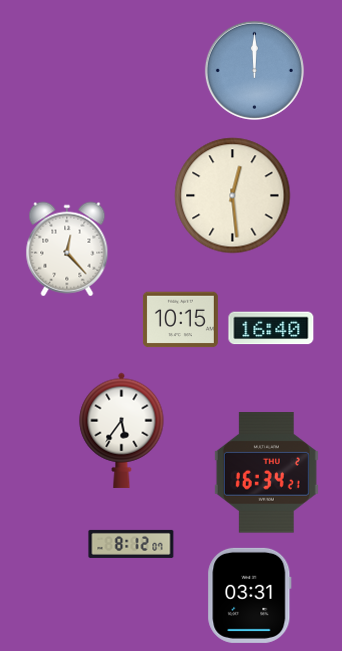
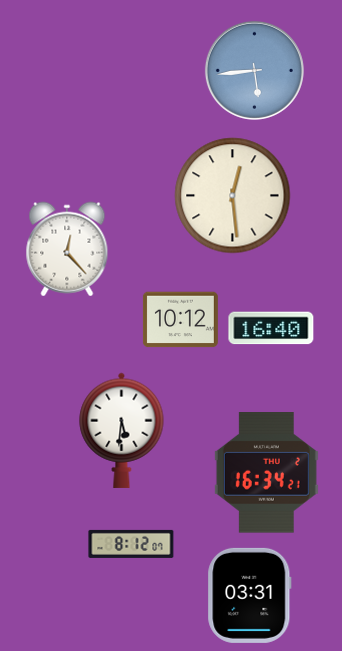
clock at (254, 70): 12:00 -> 5:44
clock at (180, 320): 10:15 -> 10:12
clock at (122, 430): 5:36 -> 5:31
